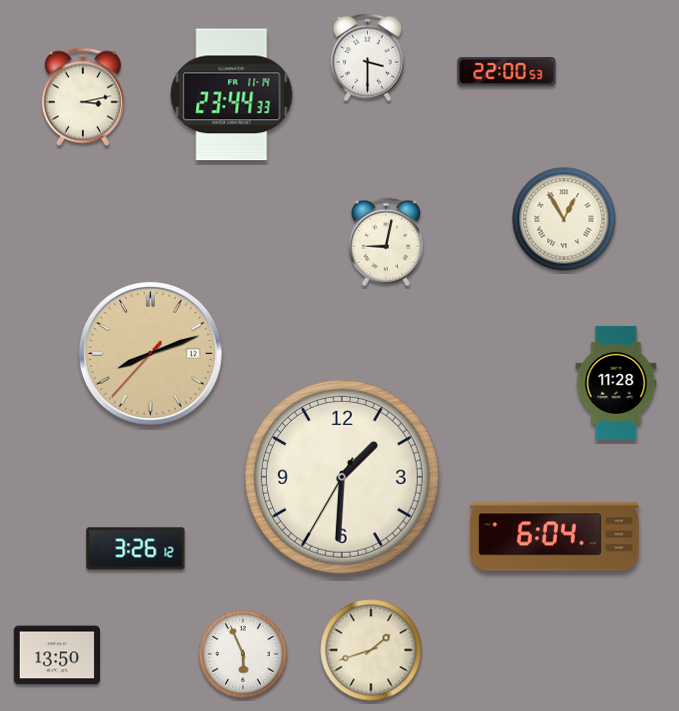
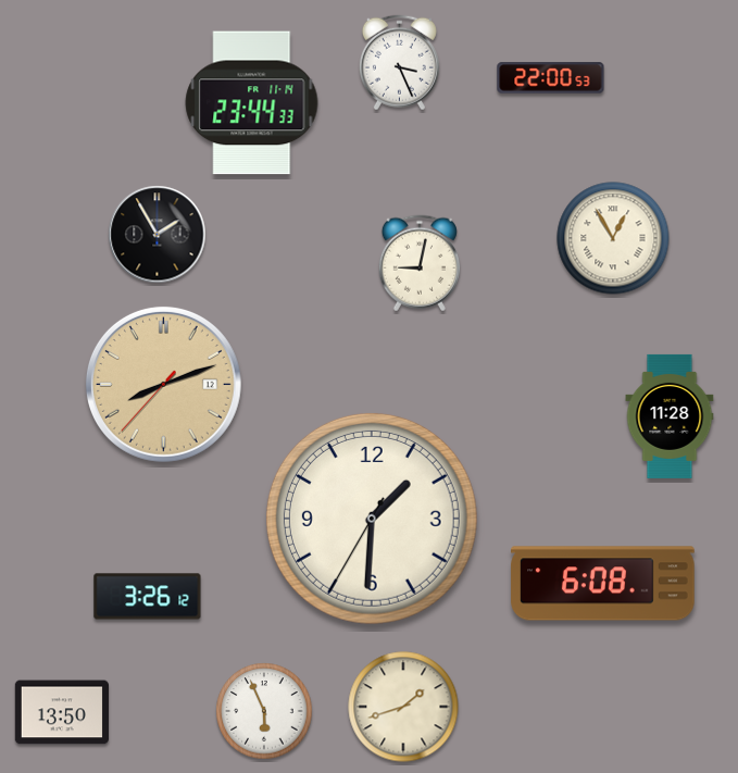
clock at (367, 58): 3:30 -> 3:26
clock at (83, 97): 3:13 -> none
clock at (158, 235): none -> 1:55
clock at (555, 537): 6:04 -> 6:08
